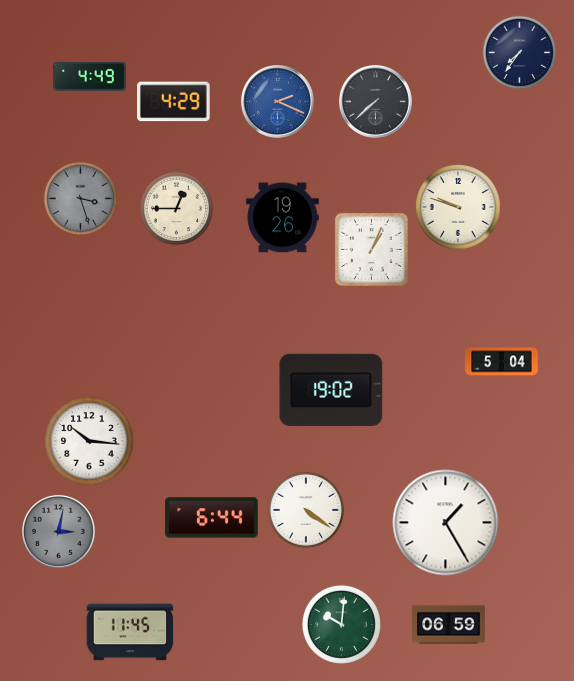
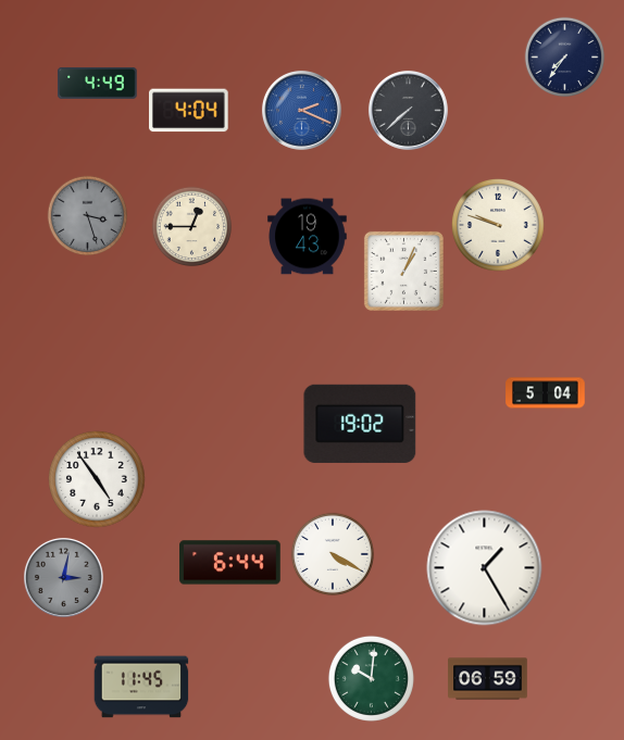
clock at (174, 102): 4:29 -> 4:04
clock at (283, 218): 19:26 -> 19:43
clock at (89, 441): 10:16 -> 4:54
clock at (305, 509): 4:21 -> 4:20
